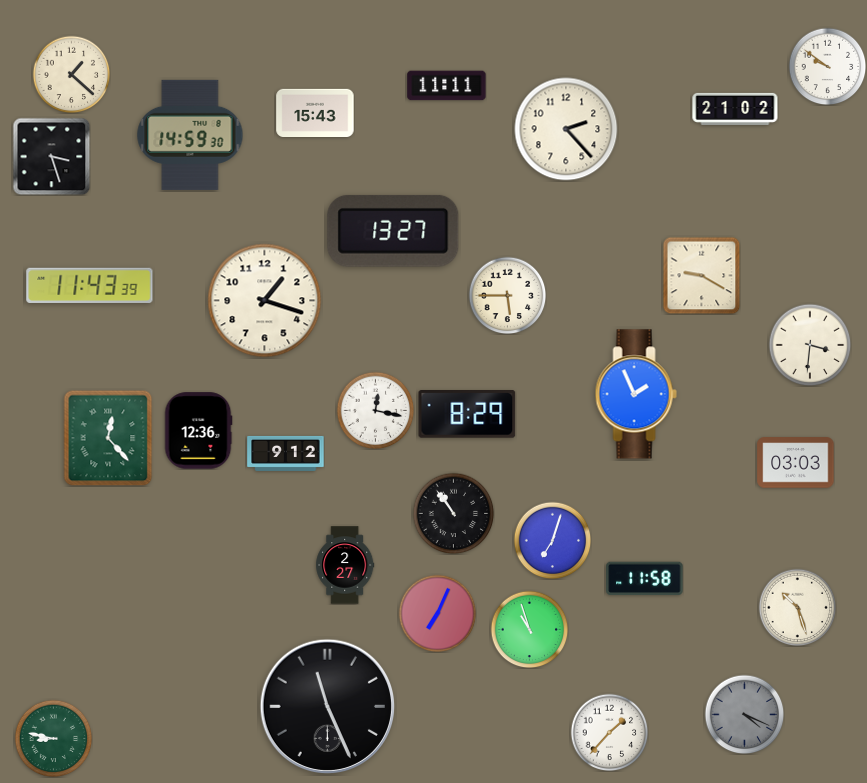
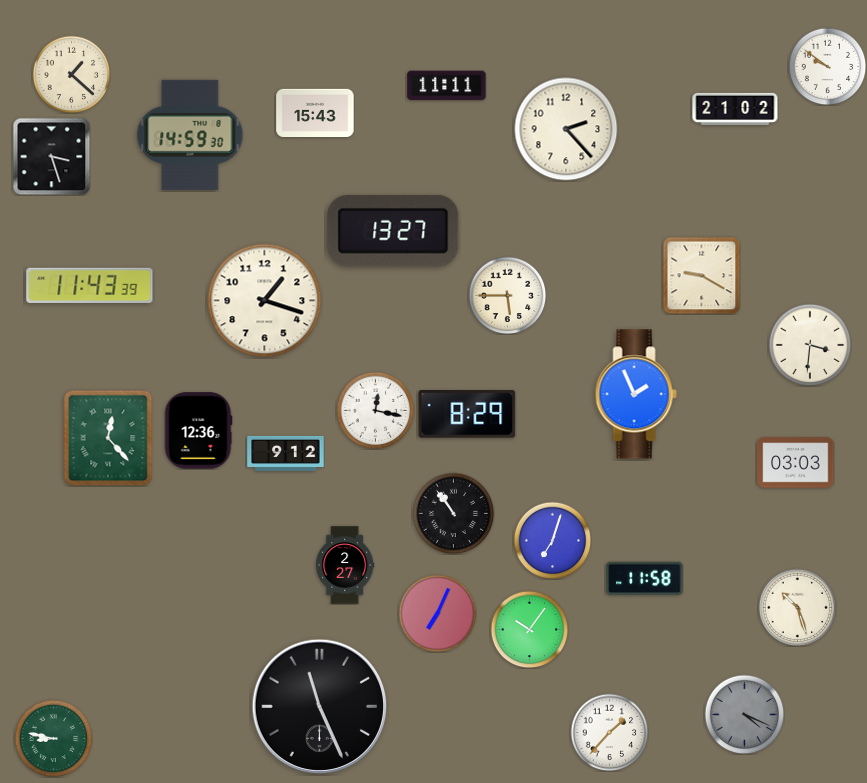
clock at (529, 629): 10:57 -> 10:06
clock at (327, 706) position: (327, 706) -> (319, 706)
